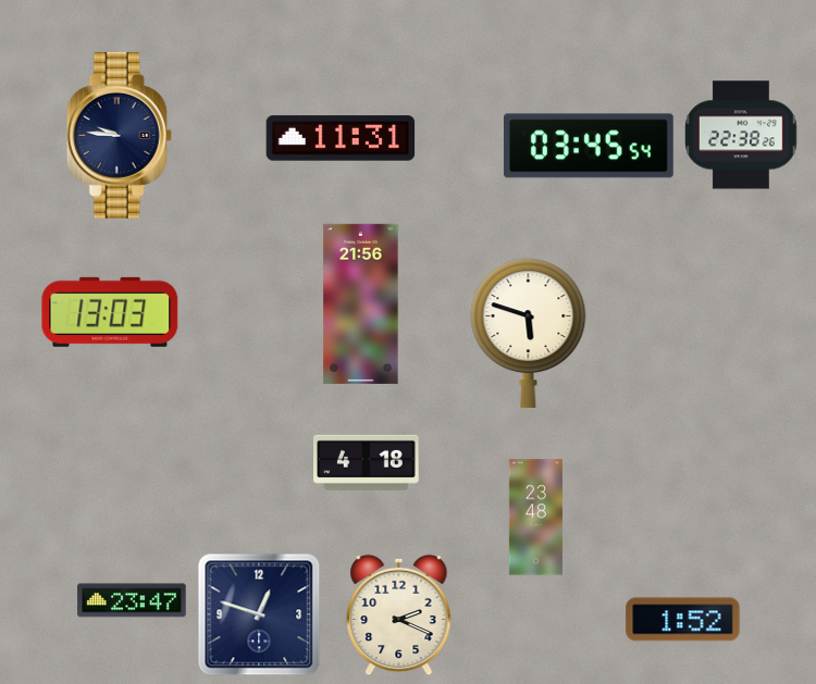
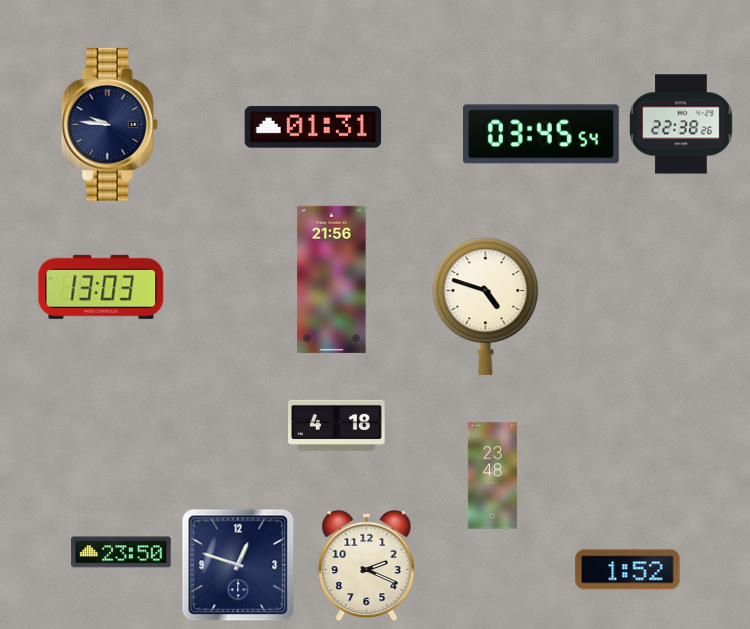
clock at (341, 138): 11:31 -> 01:31
clock at (529, 334): 5:48 -> 4:48
clock at (132, 600): 23:47 -> 23:50
